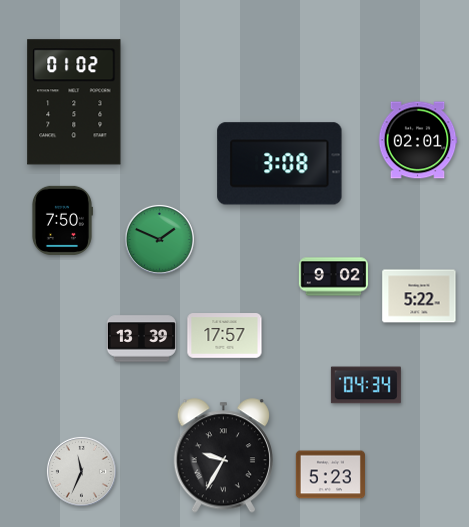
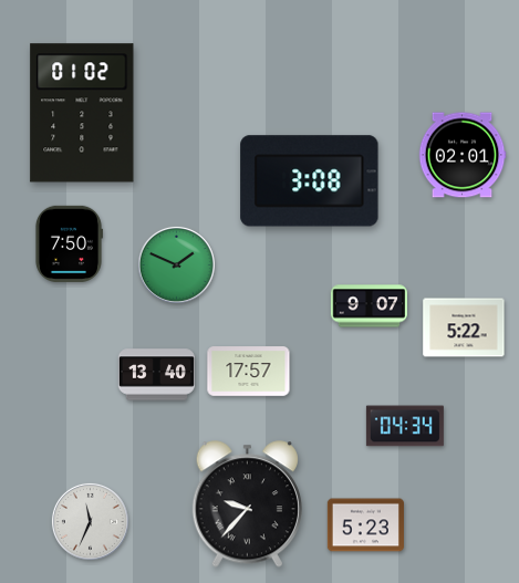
clock at (333, 277): 9:02 -> 9:07
clock at (141, 339): 13:39 -> 13:40
clock at (223, 456): 9:35 -> 9:37
